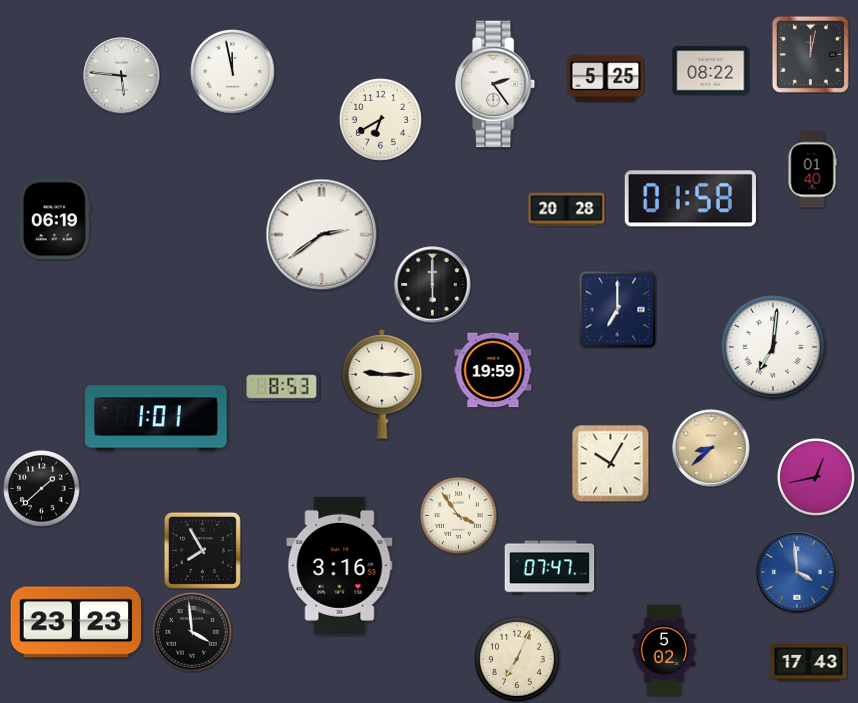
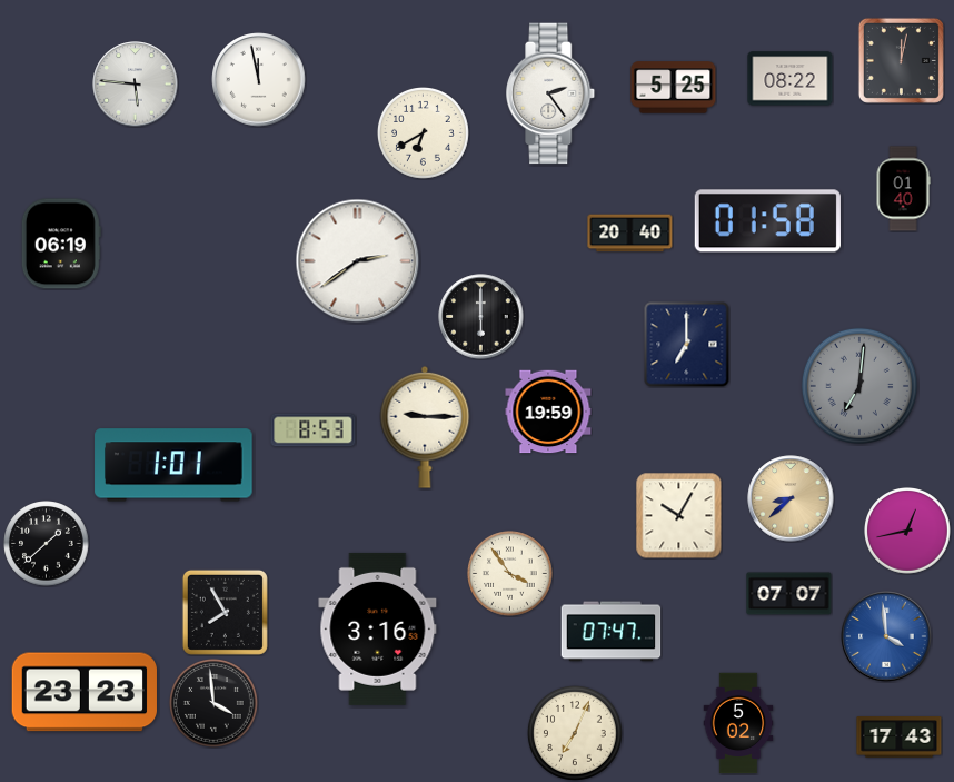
clock at (567, 210): 20:28 -> 20:40
clock at (773, 347) dial: white -> grey
clock at (789, 594): none -> 07:07
